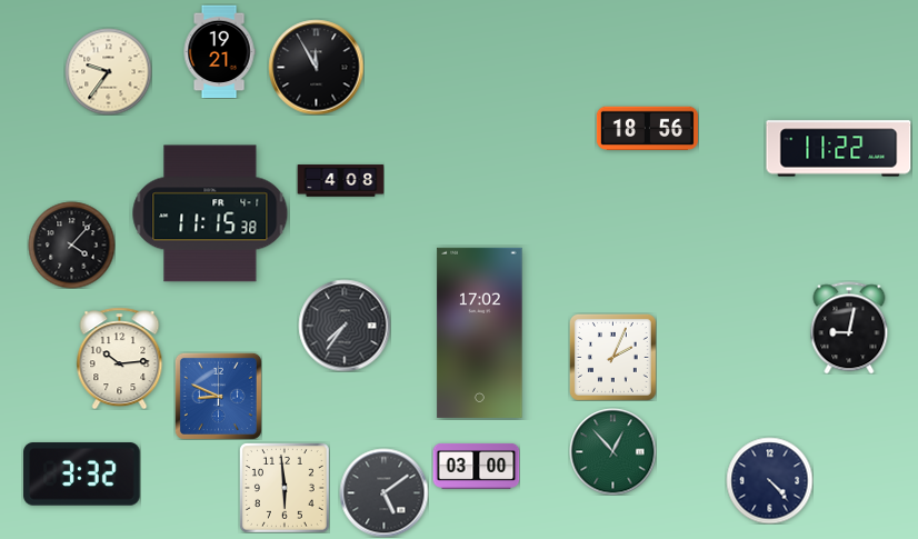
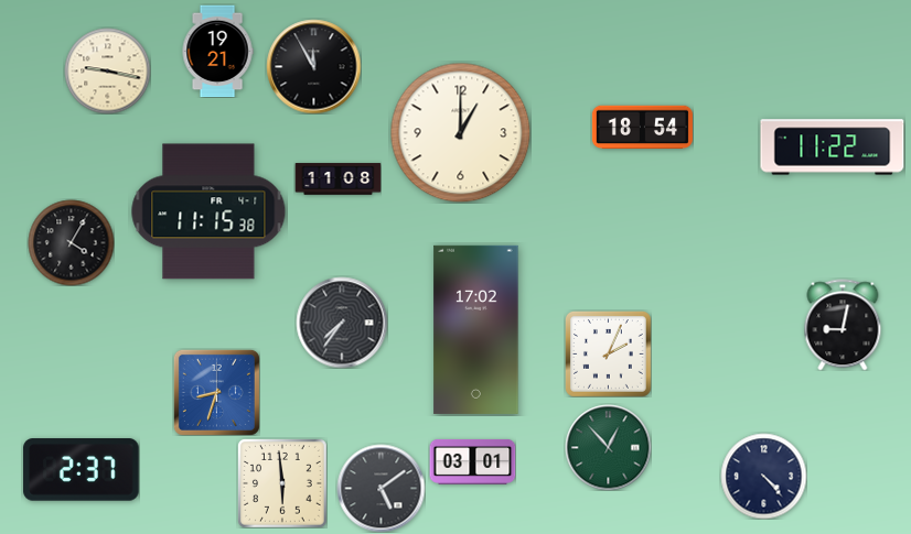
clock at (108, 71): 9:36 -> 9:17
clock at (647, 129): 18:56 -> 18:54
clock at (460, 132): none -> 1:00
clock at (340, 181): 4:08 -> 11:08
clock at (71, 244): 4:07 -> 4:05
clock at (120, 358): 10:14 -> none
clock at (218, 396): 8:49 -> 8:33
clock at (476, 466): 03:00 -> 03:01
clock at (82, 475): 3:32 -> 2:37
